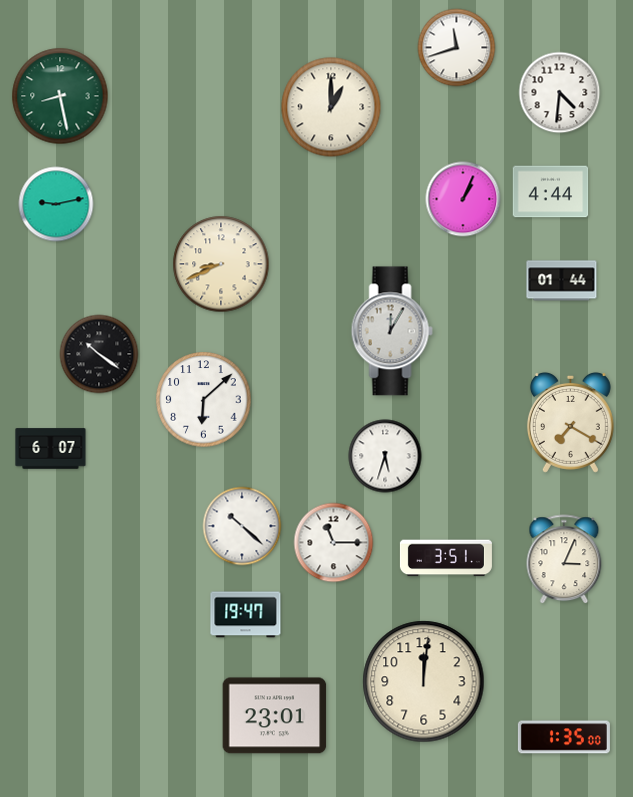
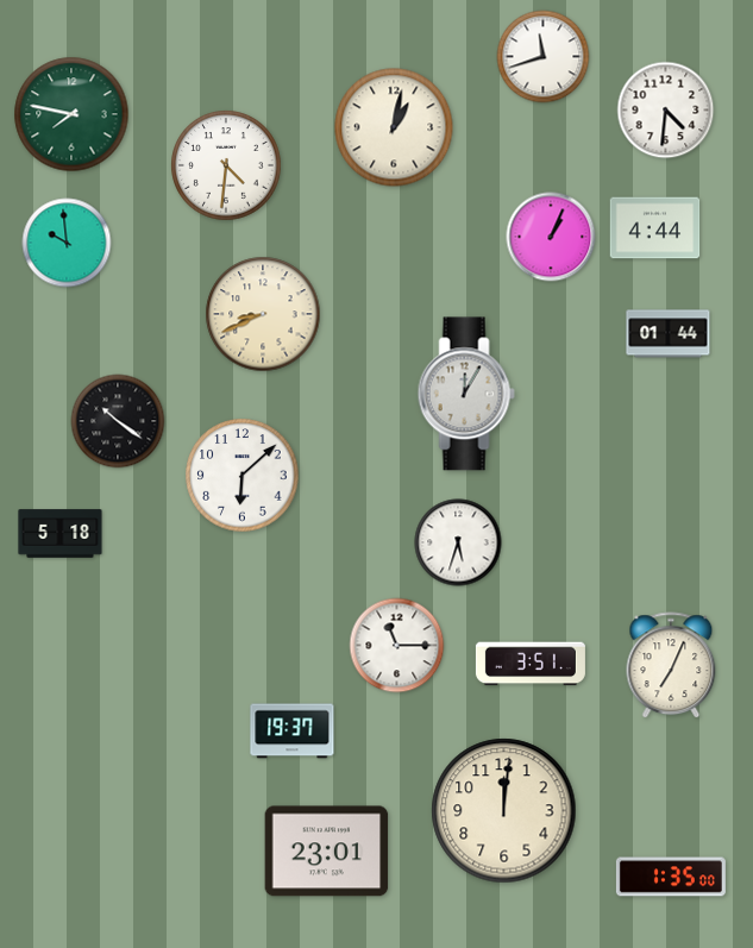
clock at (60, 96): 8:28 -> 7:47
clock at (331, 107): 1:00 -> 1:02
clock at (226, 165): none -> 4:31
clock at (56, 204): 9:13 -> 9:59
clock at (570, 422): 7:20 -> none
clock at (51, 449): 6:07 -> 5:18
clock at (242, 526): 10:22 -> none
clock at (564, 560): 3:04 -> 7:04
clock at (246, 615): 19:47 -> 19:37
